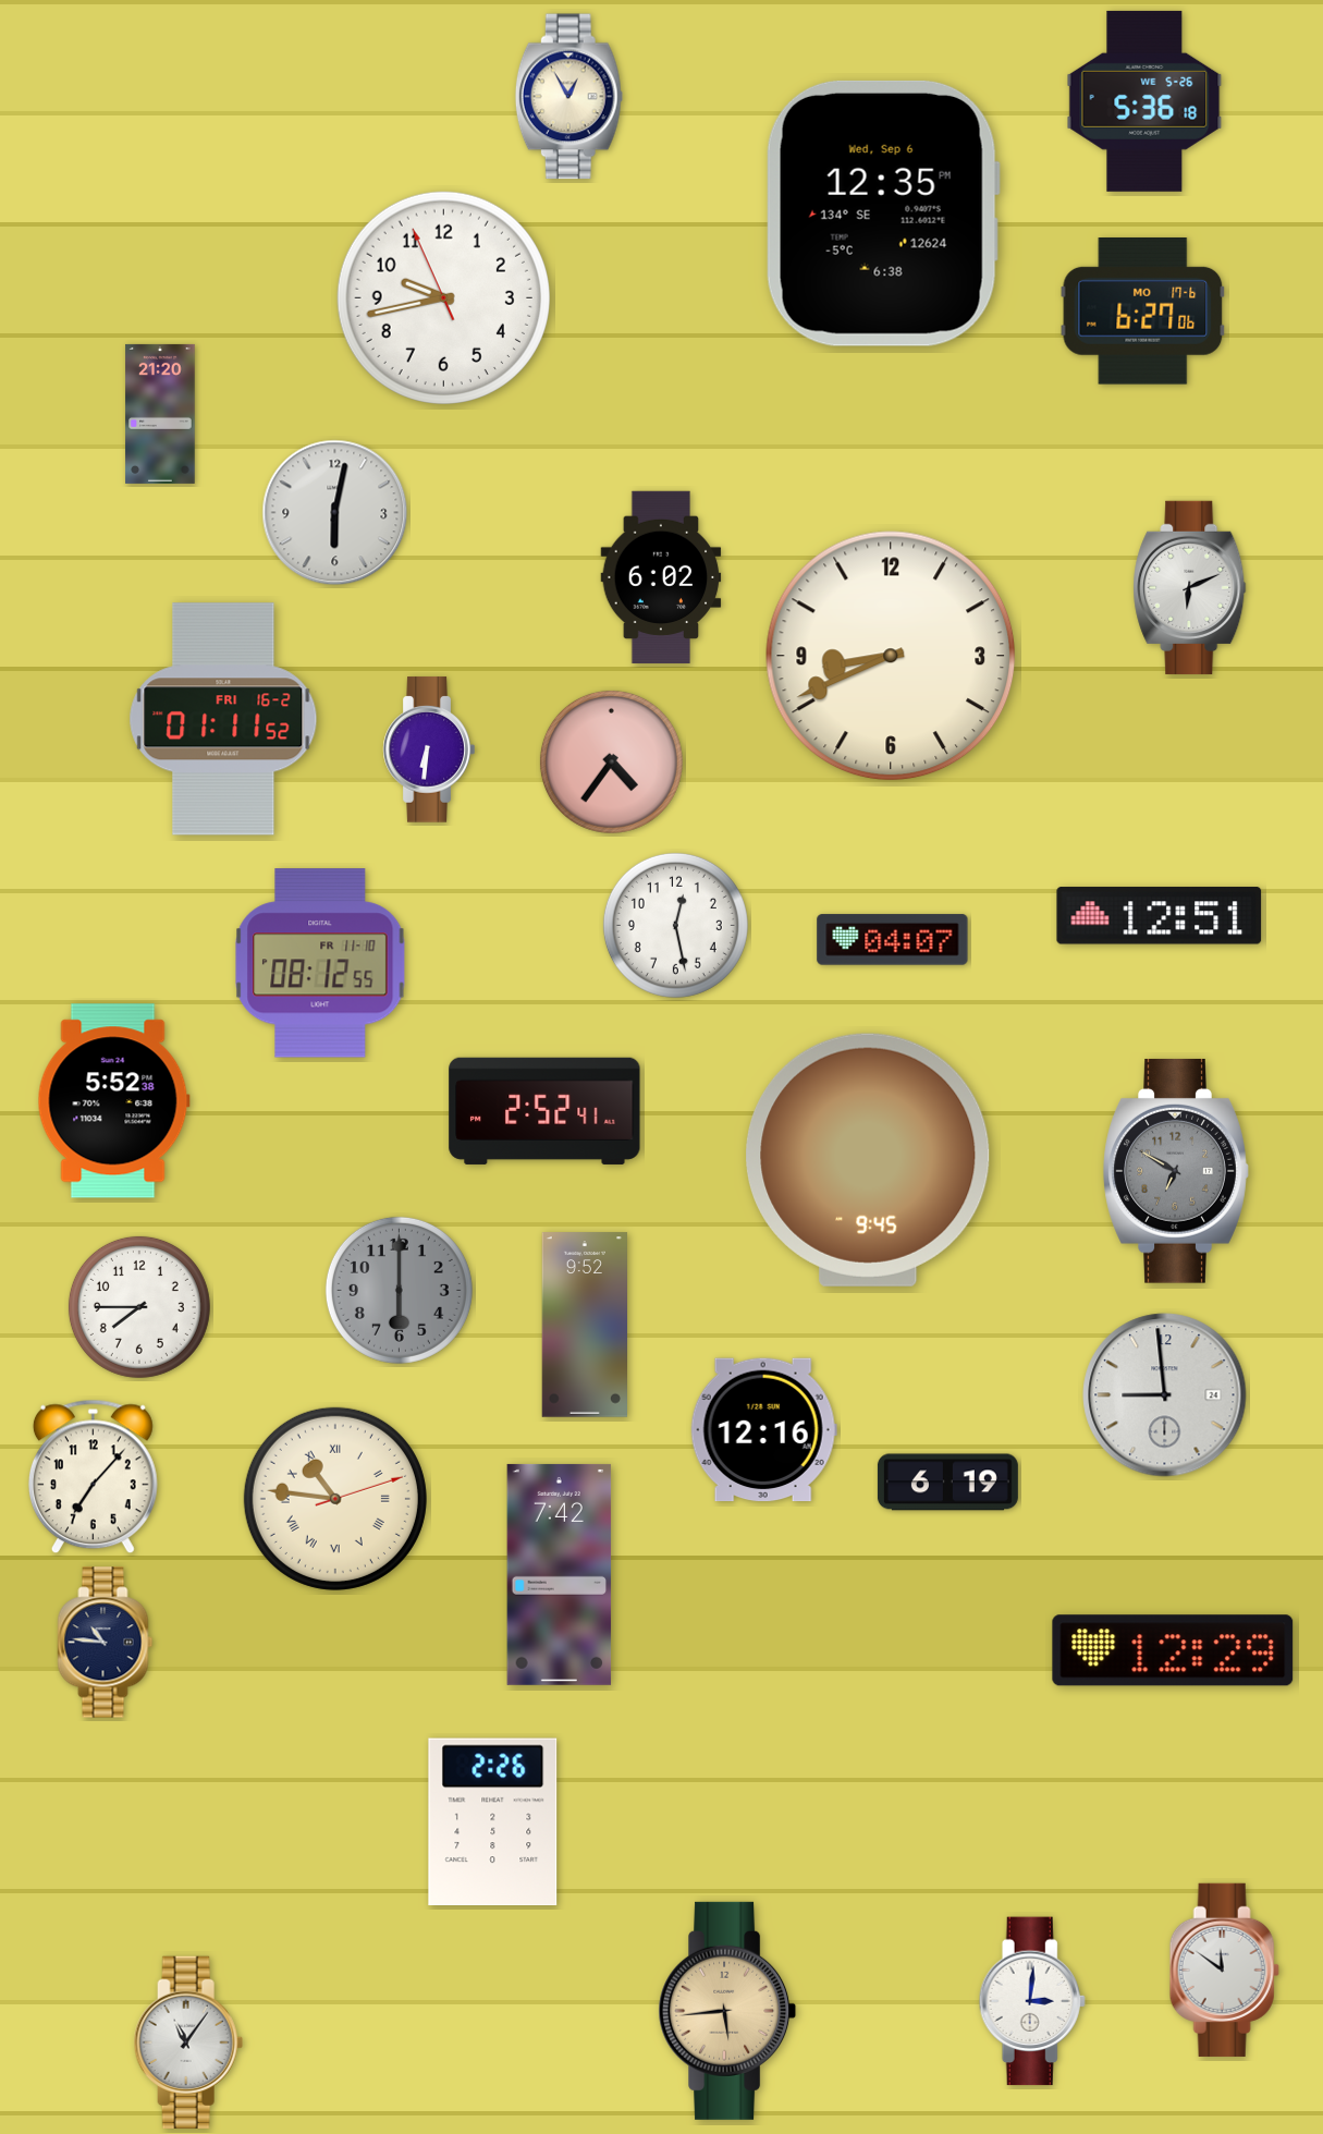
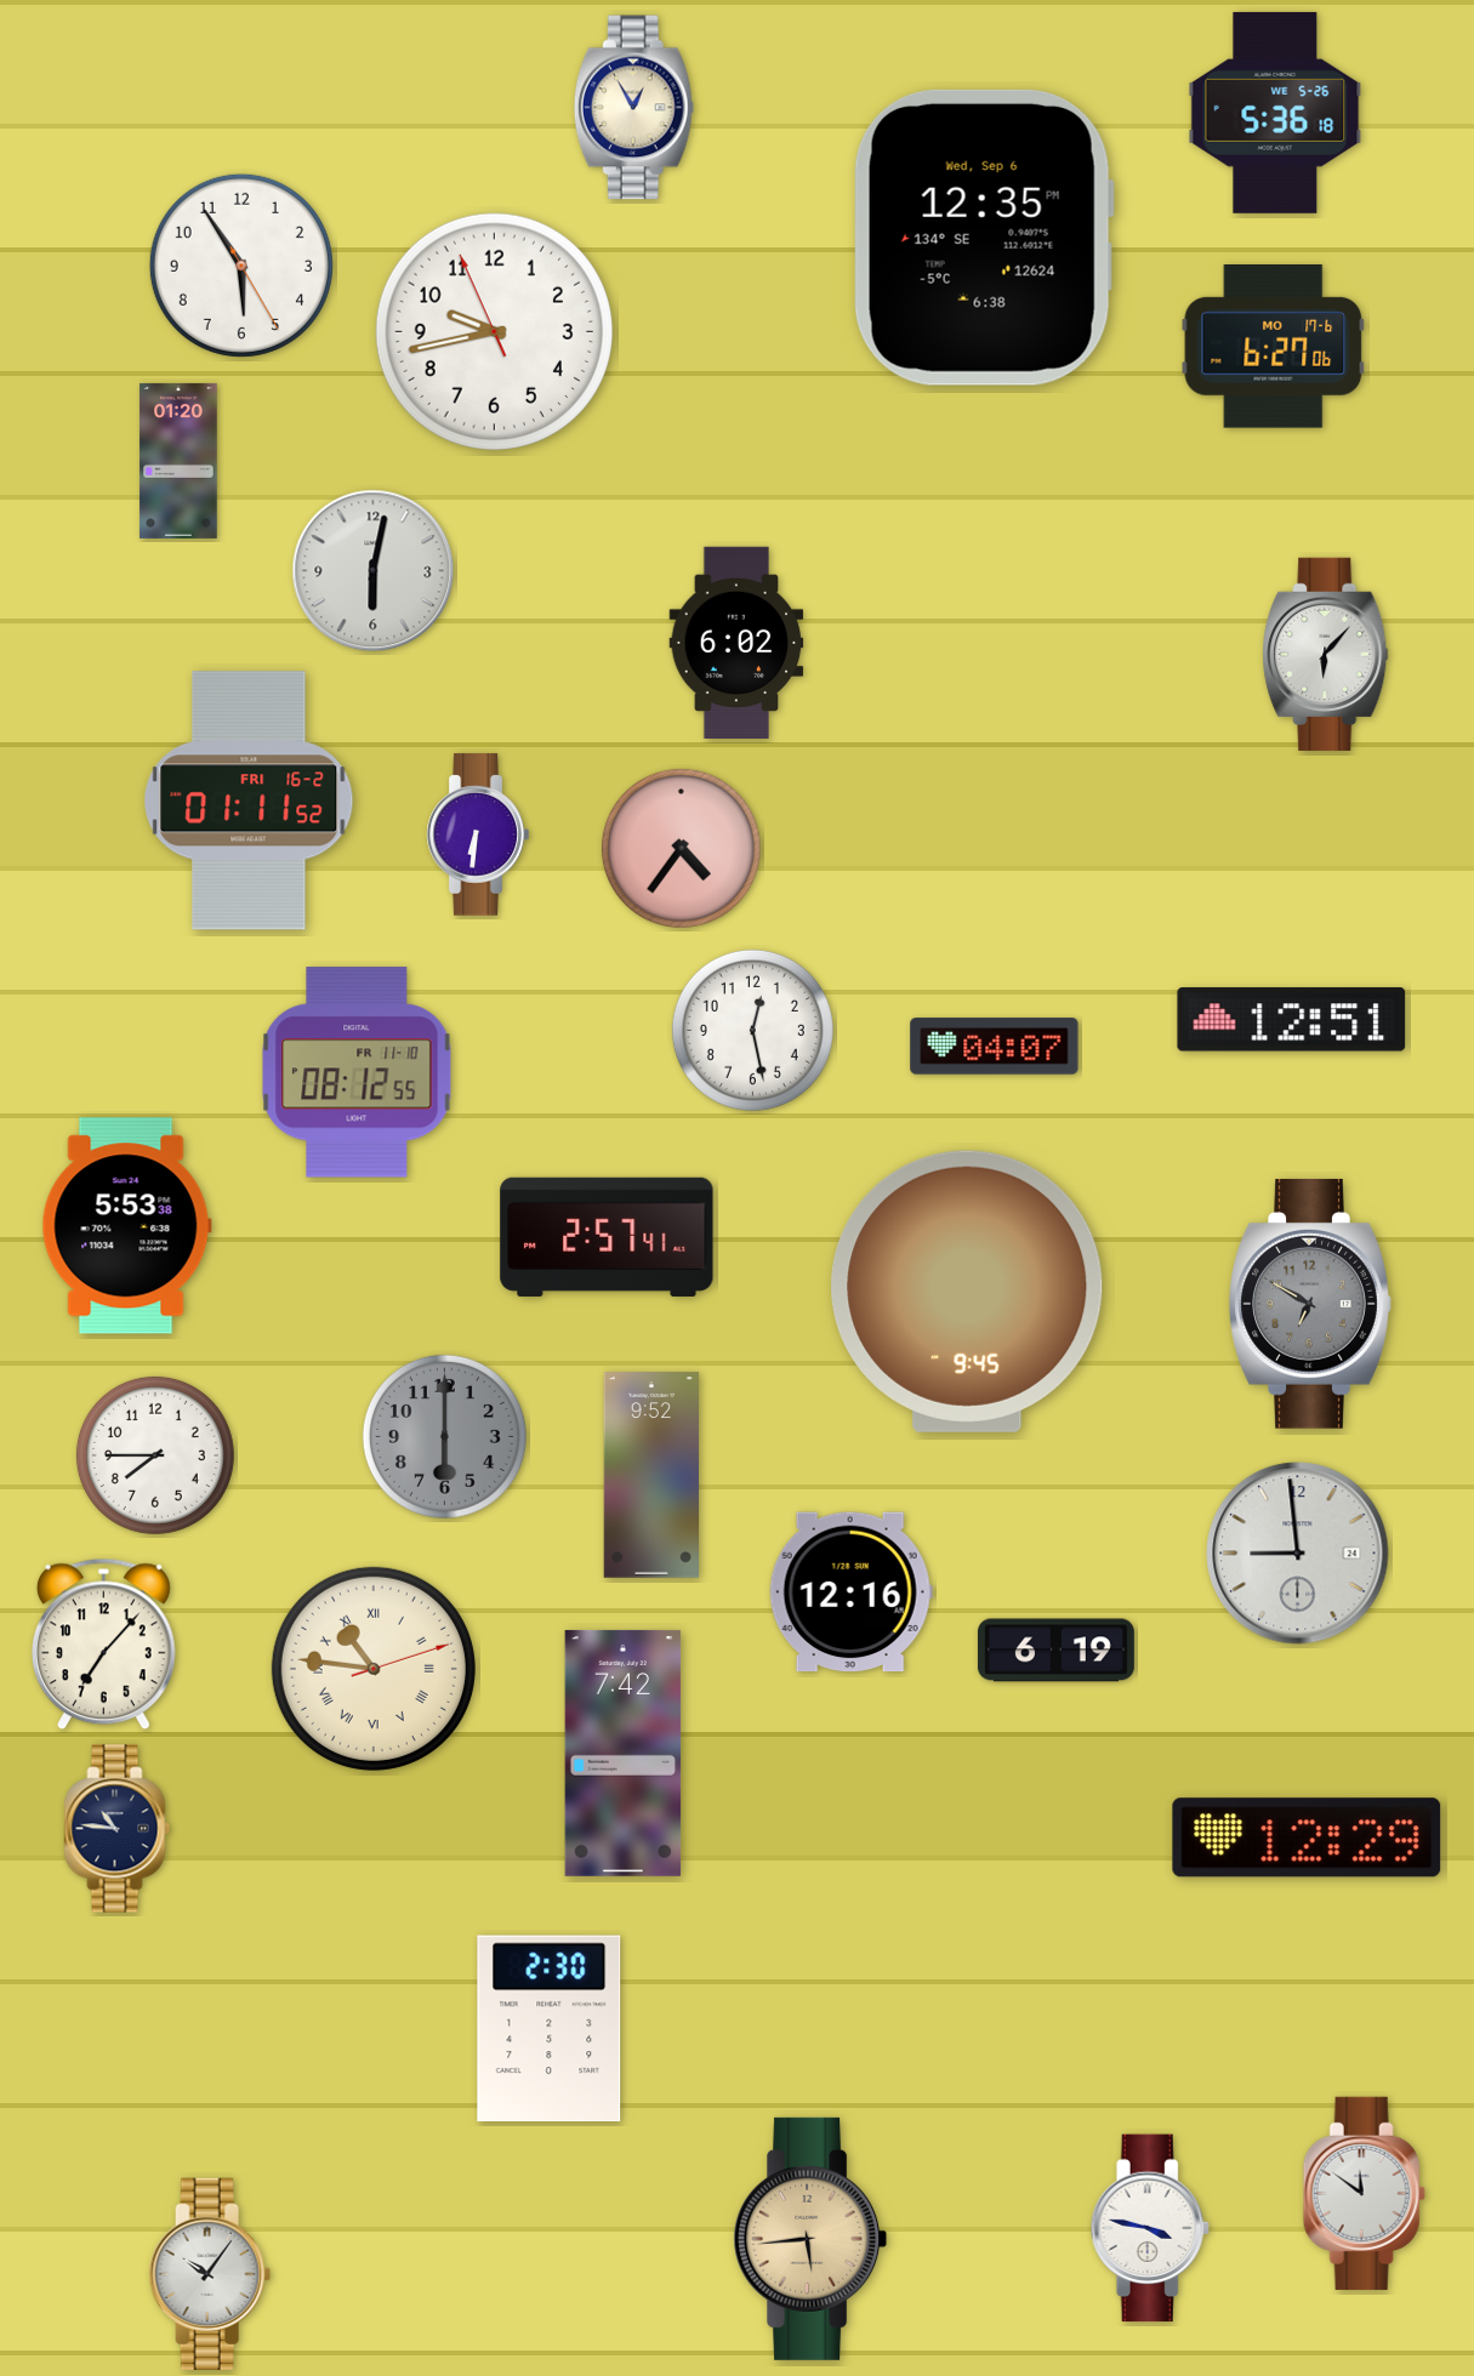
clock at (241, 266): none -> 5:54
clock at (160, 414): 21:20 -> 01:20
clock at (1190, 587): 6:11 -> 6:07
clock at (891, 656): 8:41 -> none
clock at (113, 1101): 5:52 -> 5:53
clock at (544, 1111): 2:52 -> 2:57
clock at (493, 1822): 2:26 -> 2:30
clock at (1032, 2001): 3:01 -> 3:47
clock at (188, 2042): 11:06 -> 10:06
